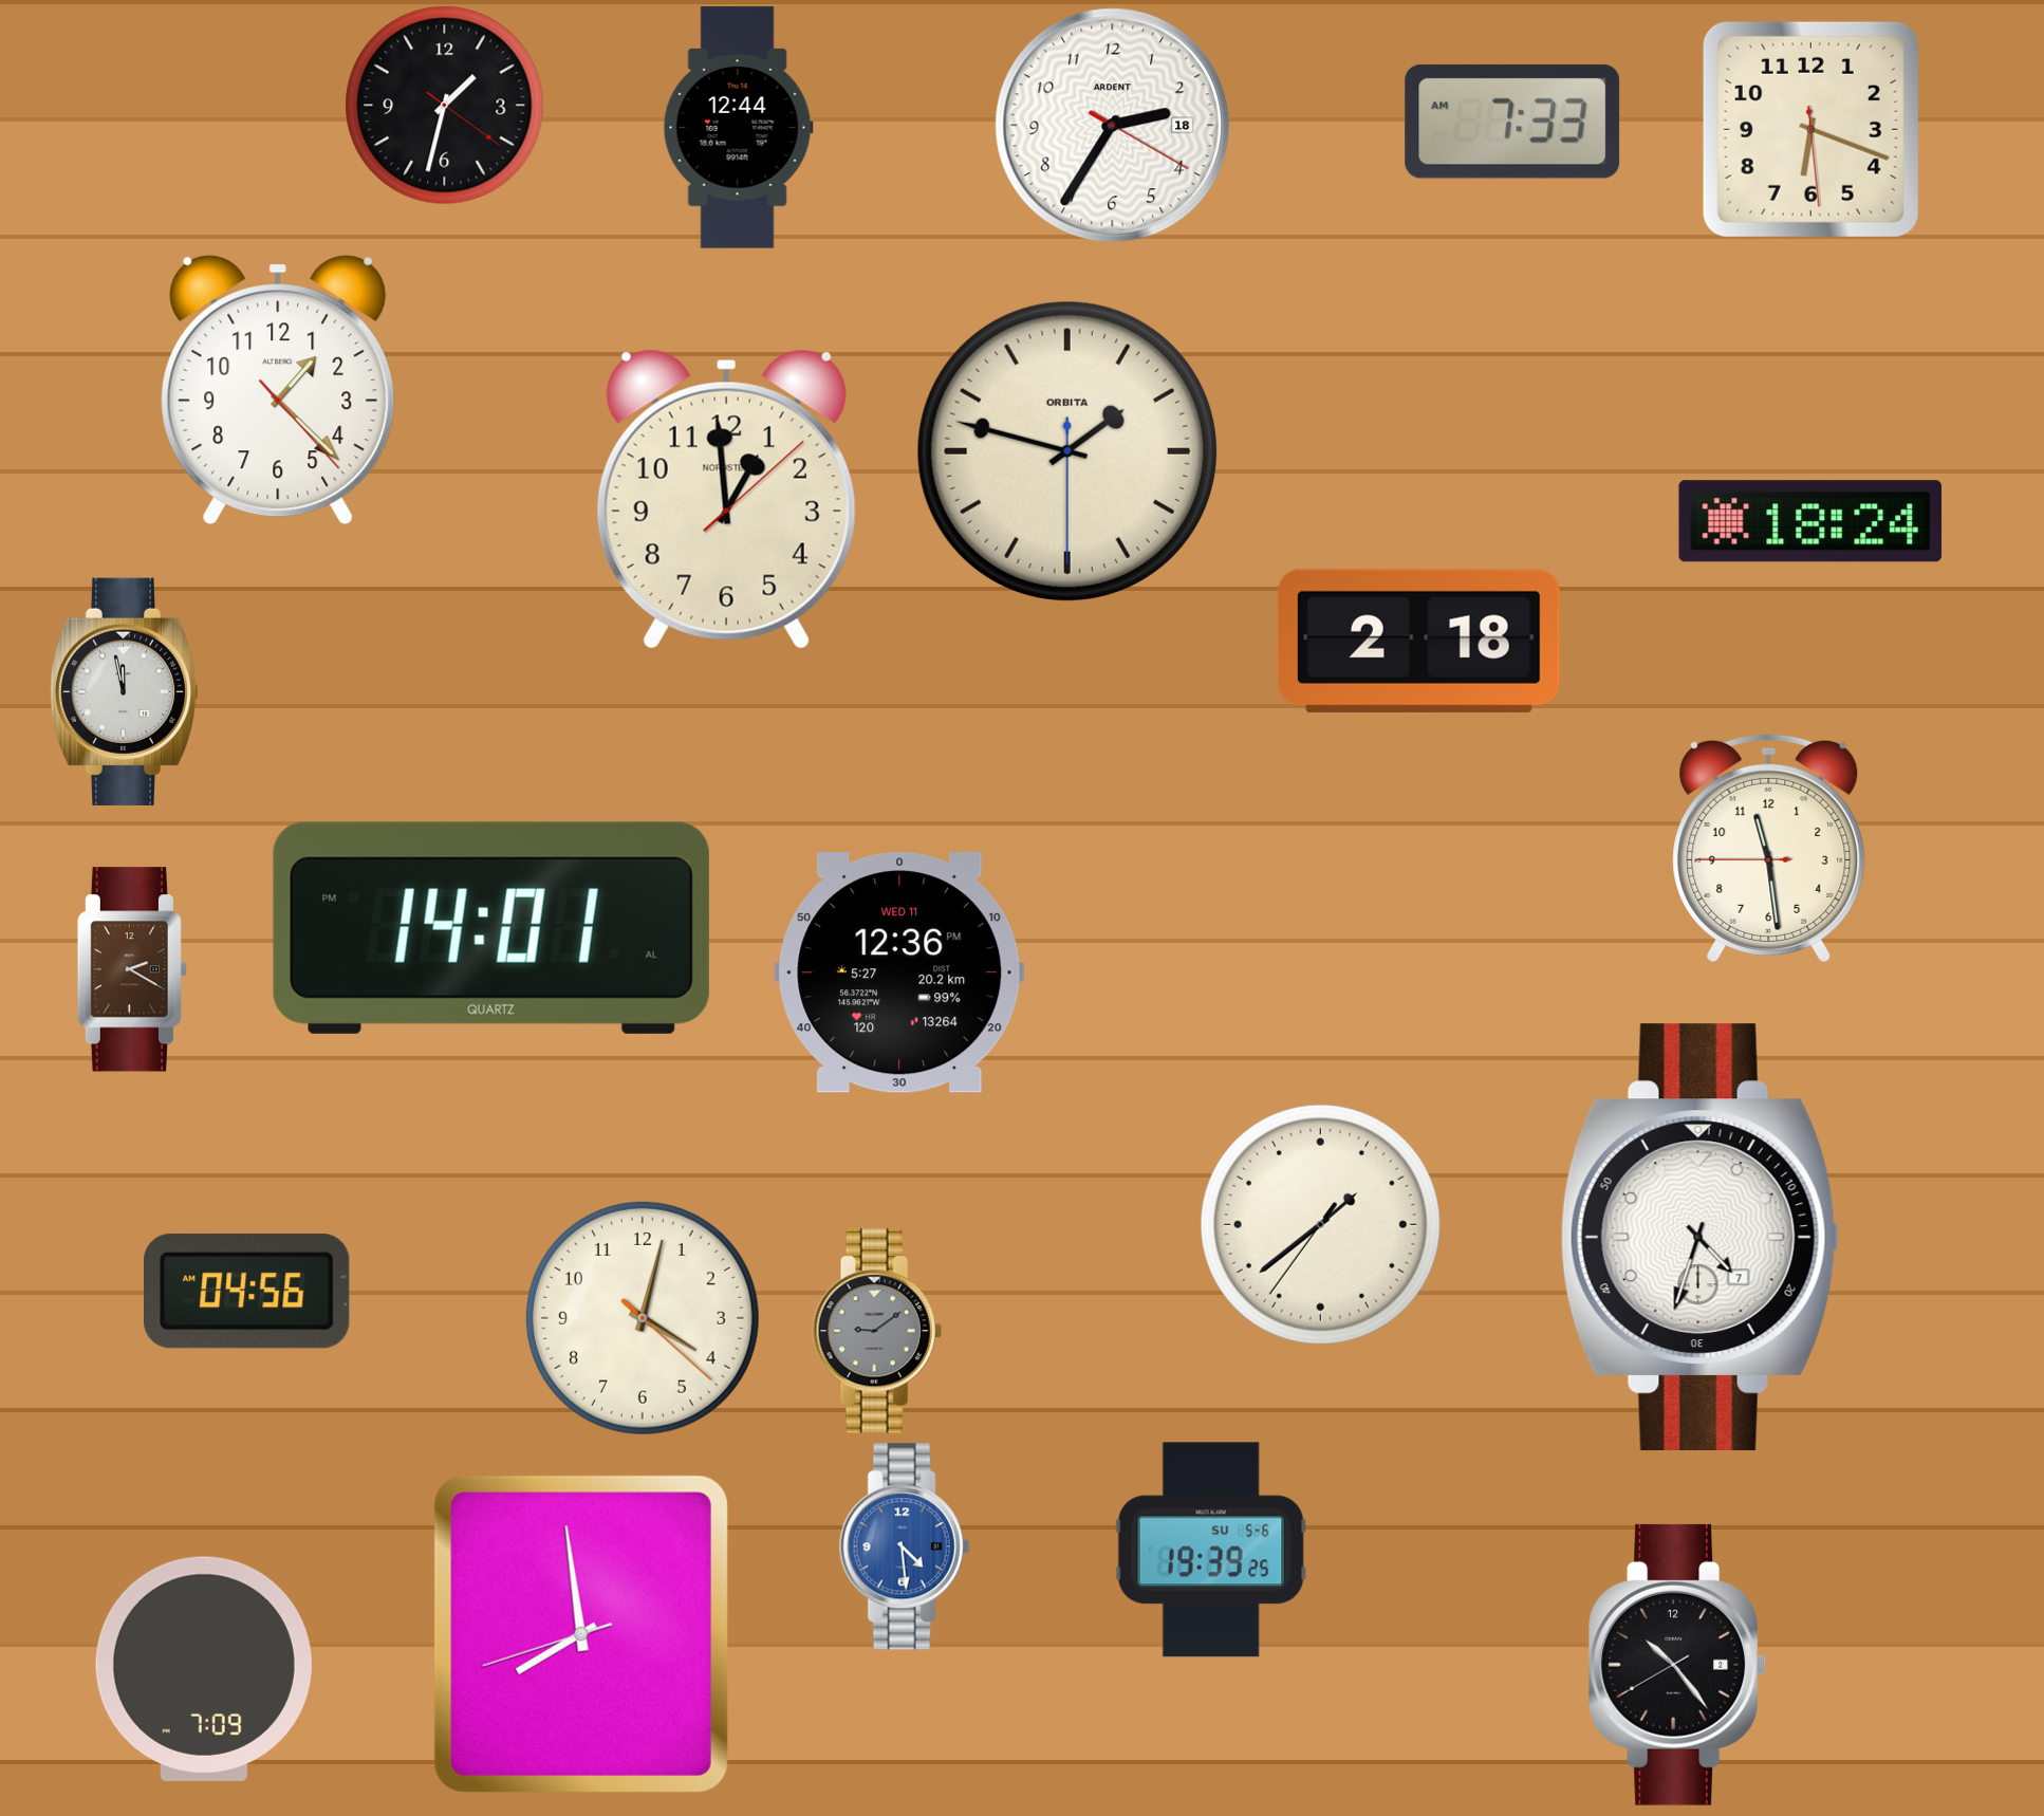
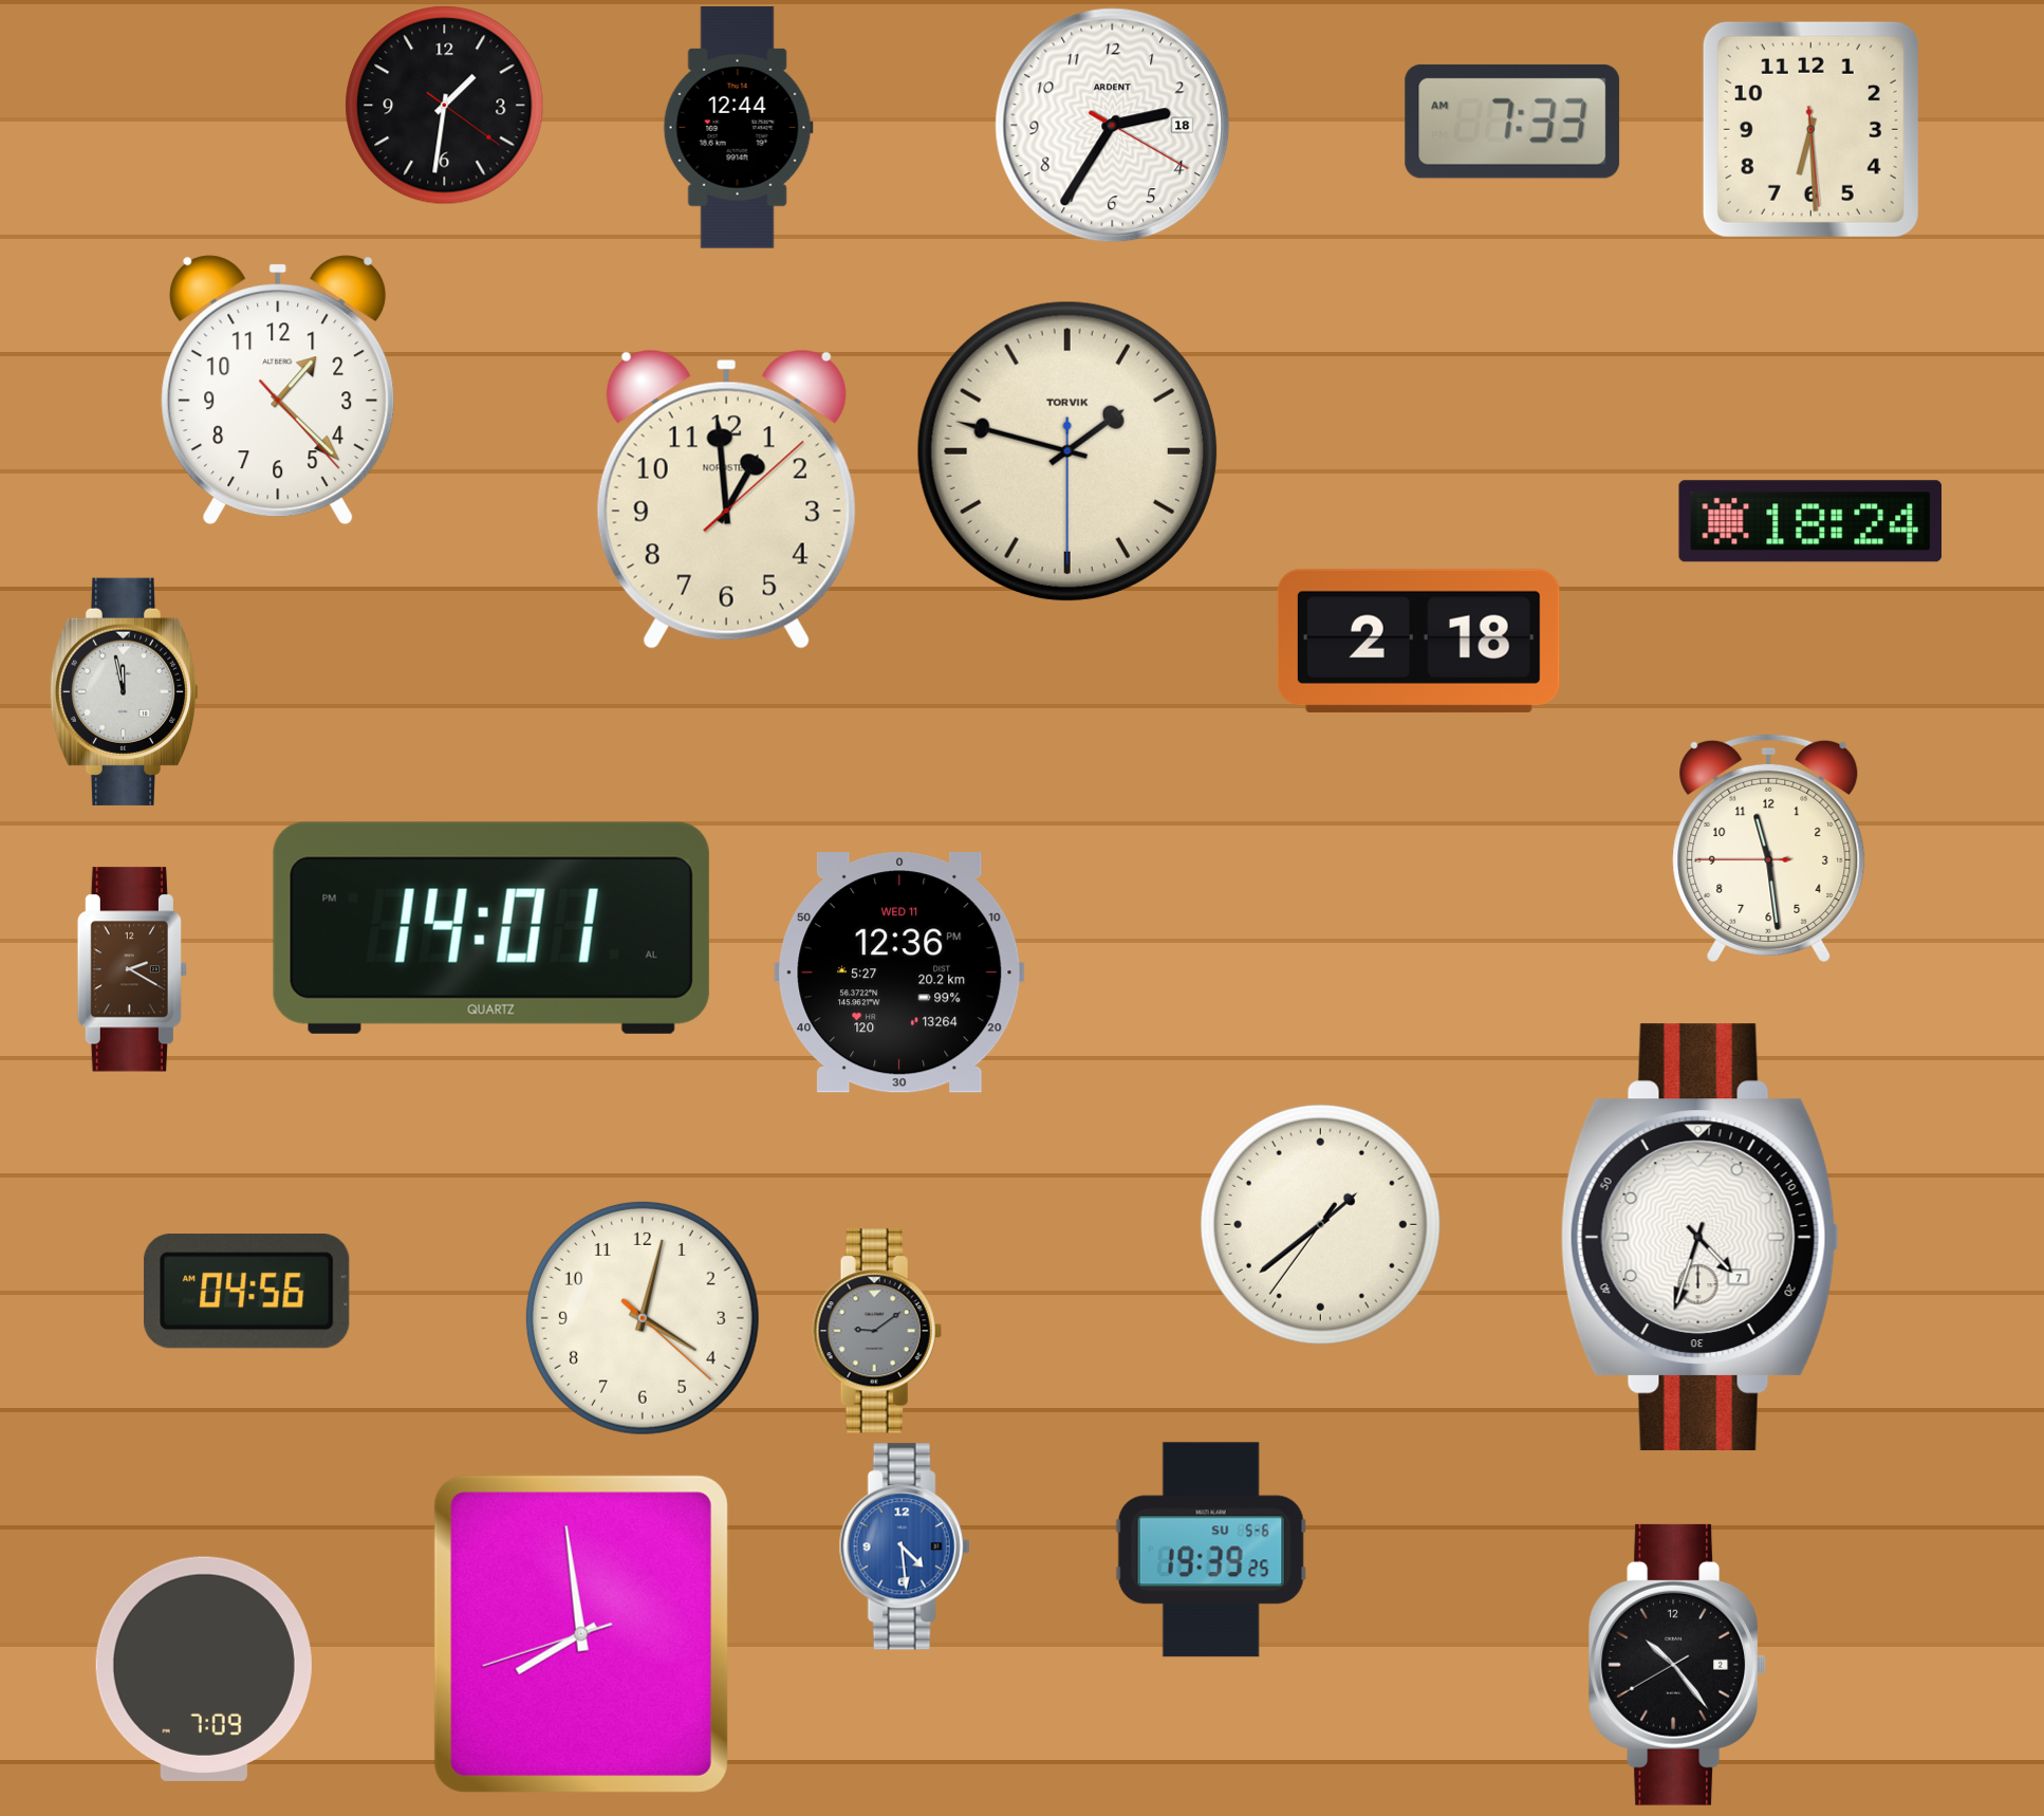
clock at (445, 106): 1:32 -> 1:31
clock at (1810, 129): 6:18 -> 6:29
clock at (1067, 451) brand: ORBITA -> TORVIK
